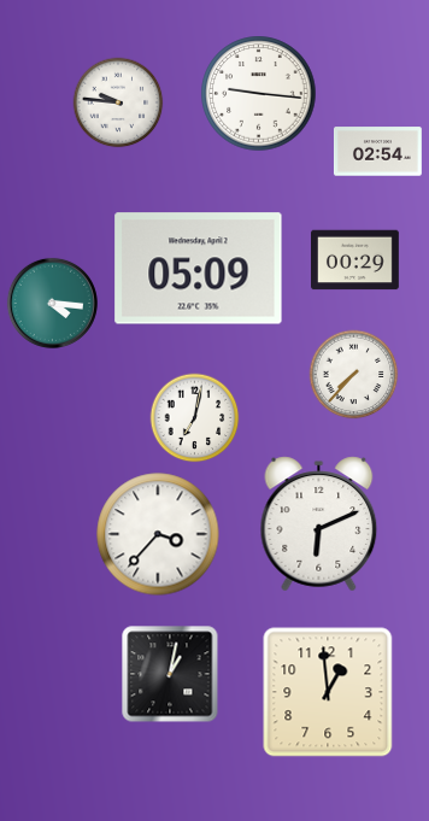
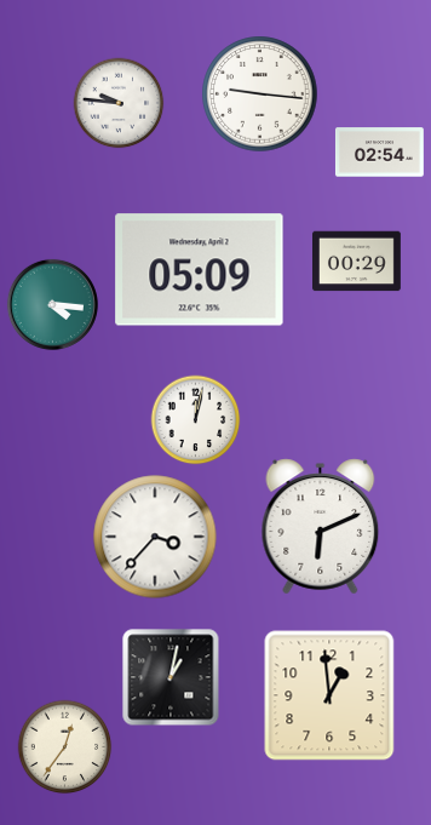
clock at (354, 375): 7:37 -> none
clock at (195, 418): 7:02 -> 12:02
clock at (158, 534) position: (158, 534) -> (155, 537)
clock at (65, 747): none -> 12:36
